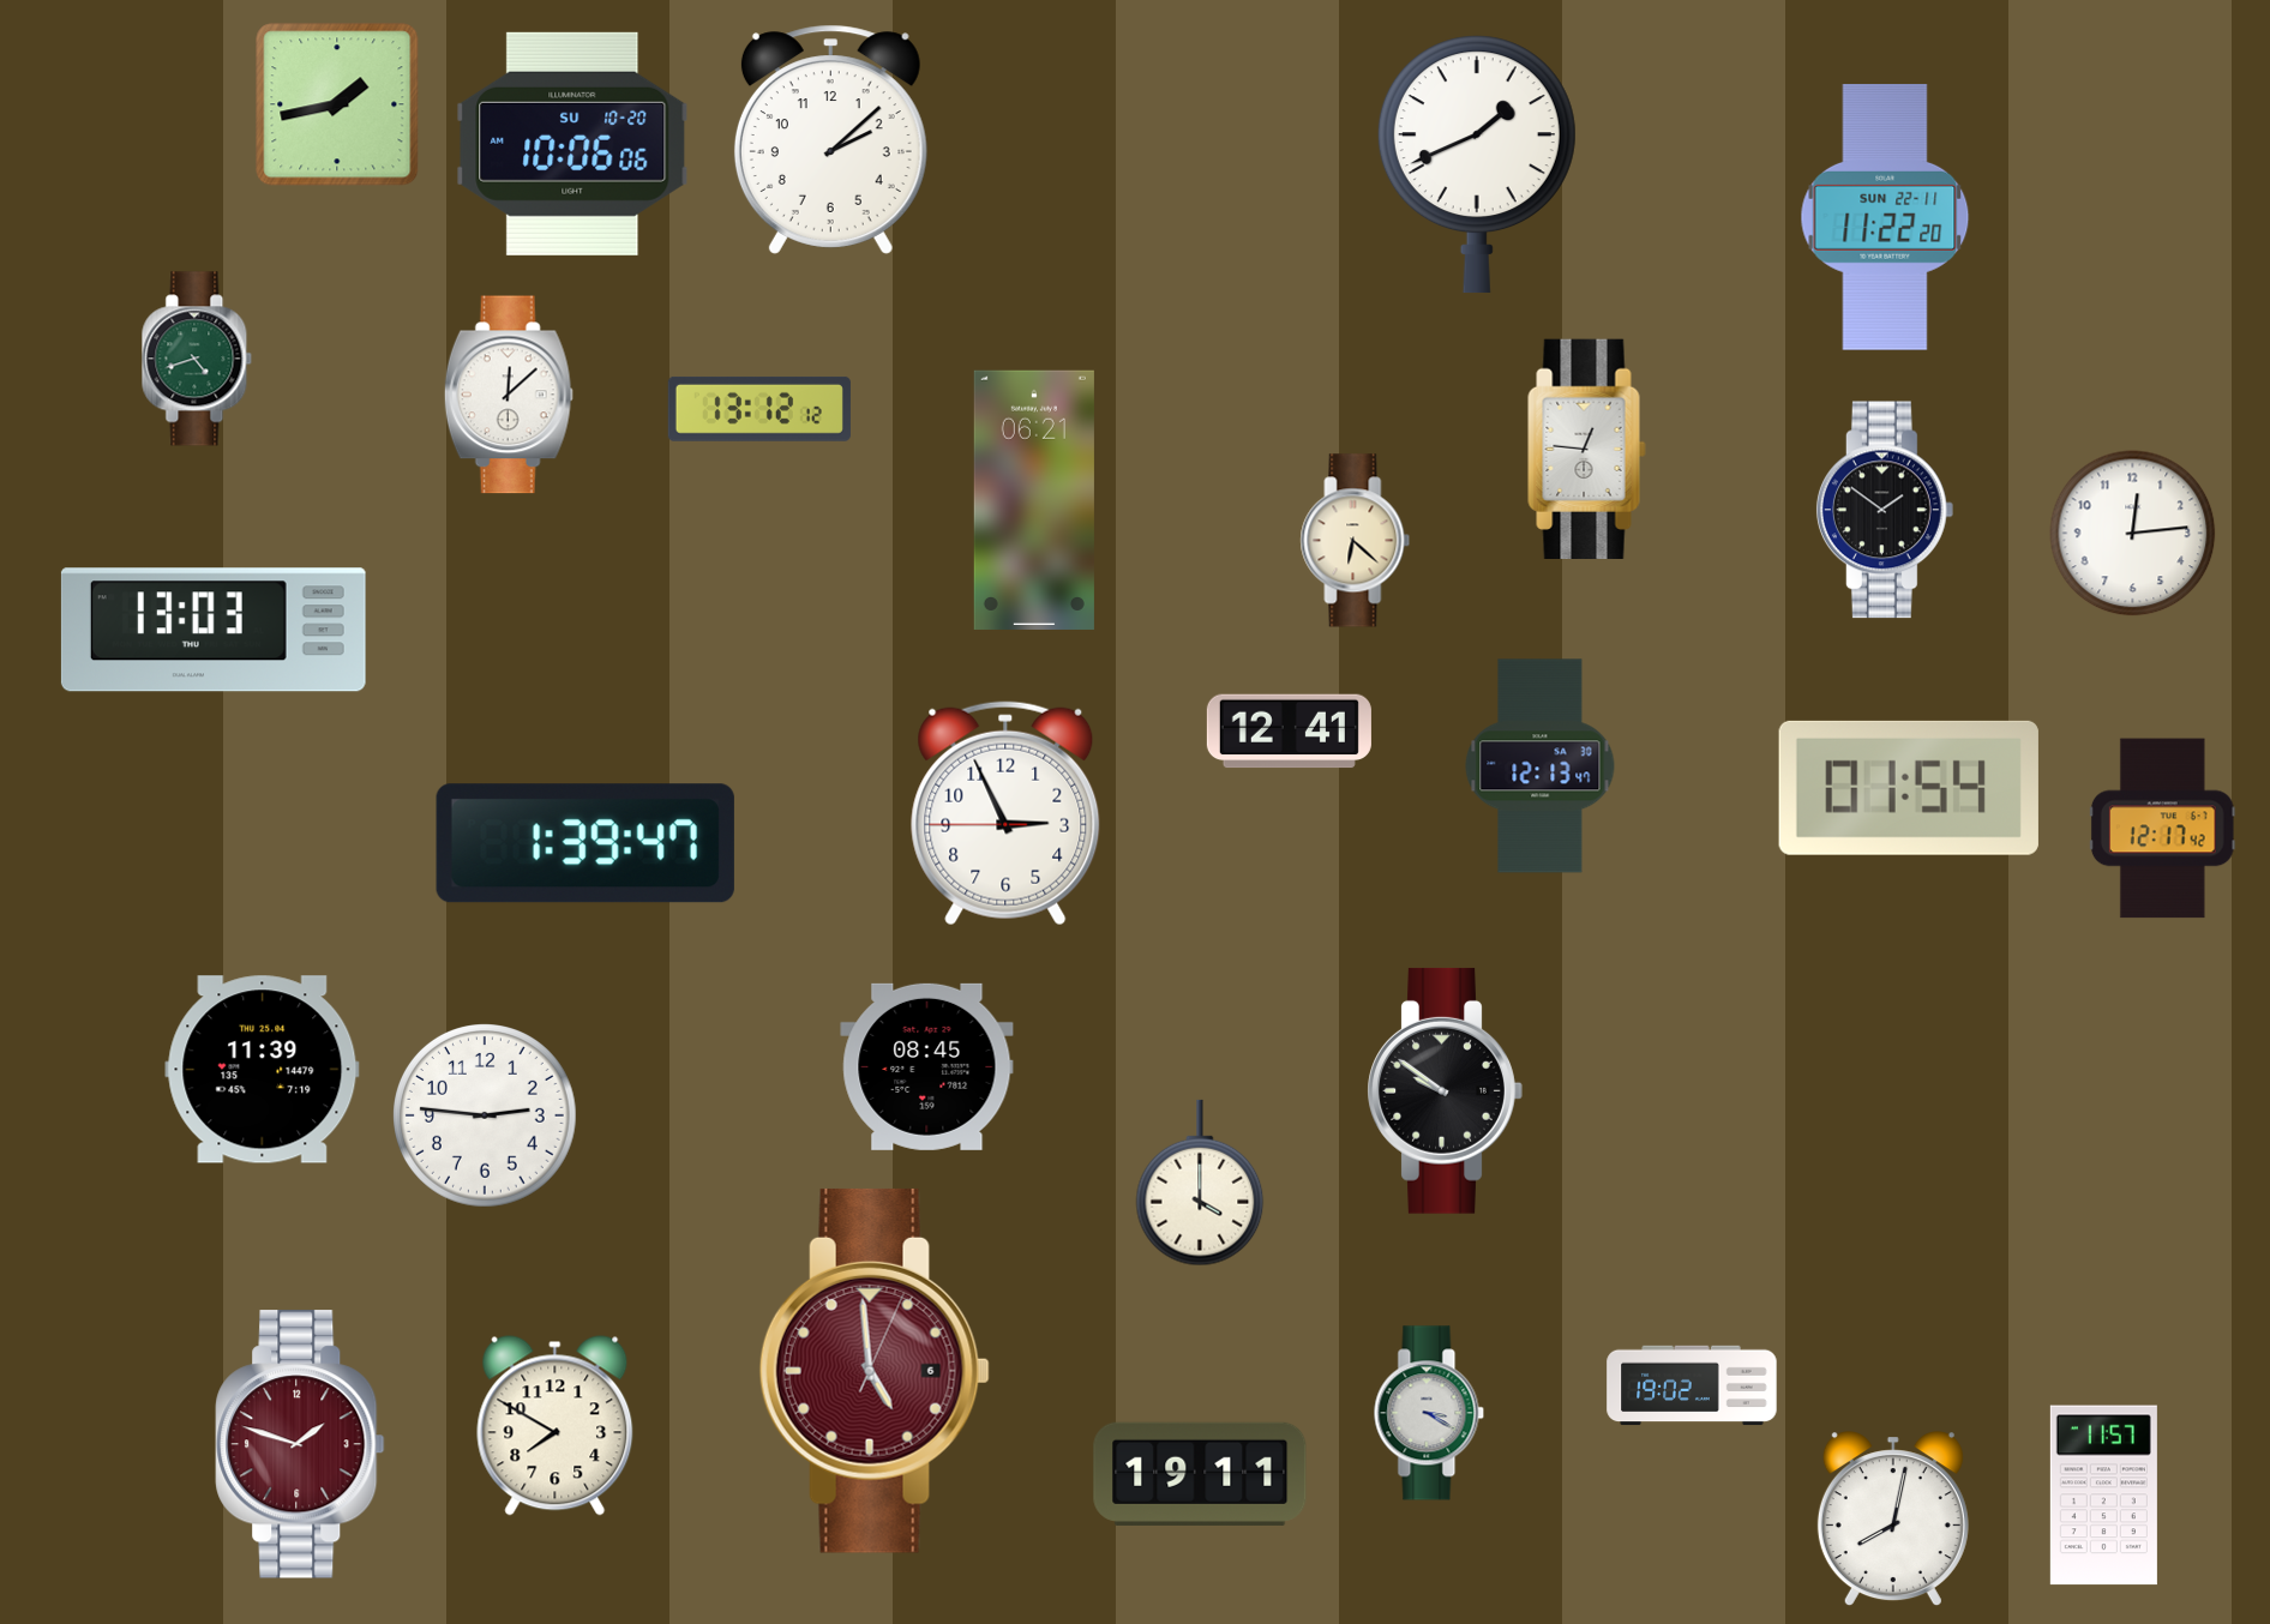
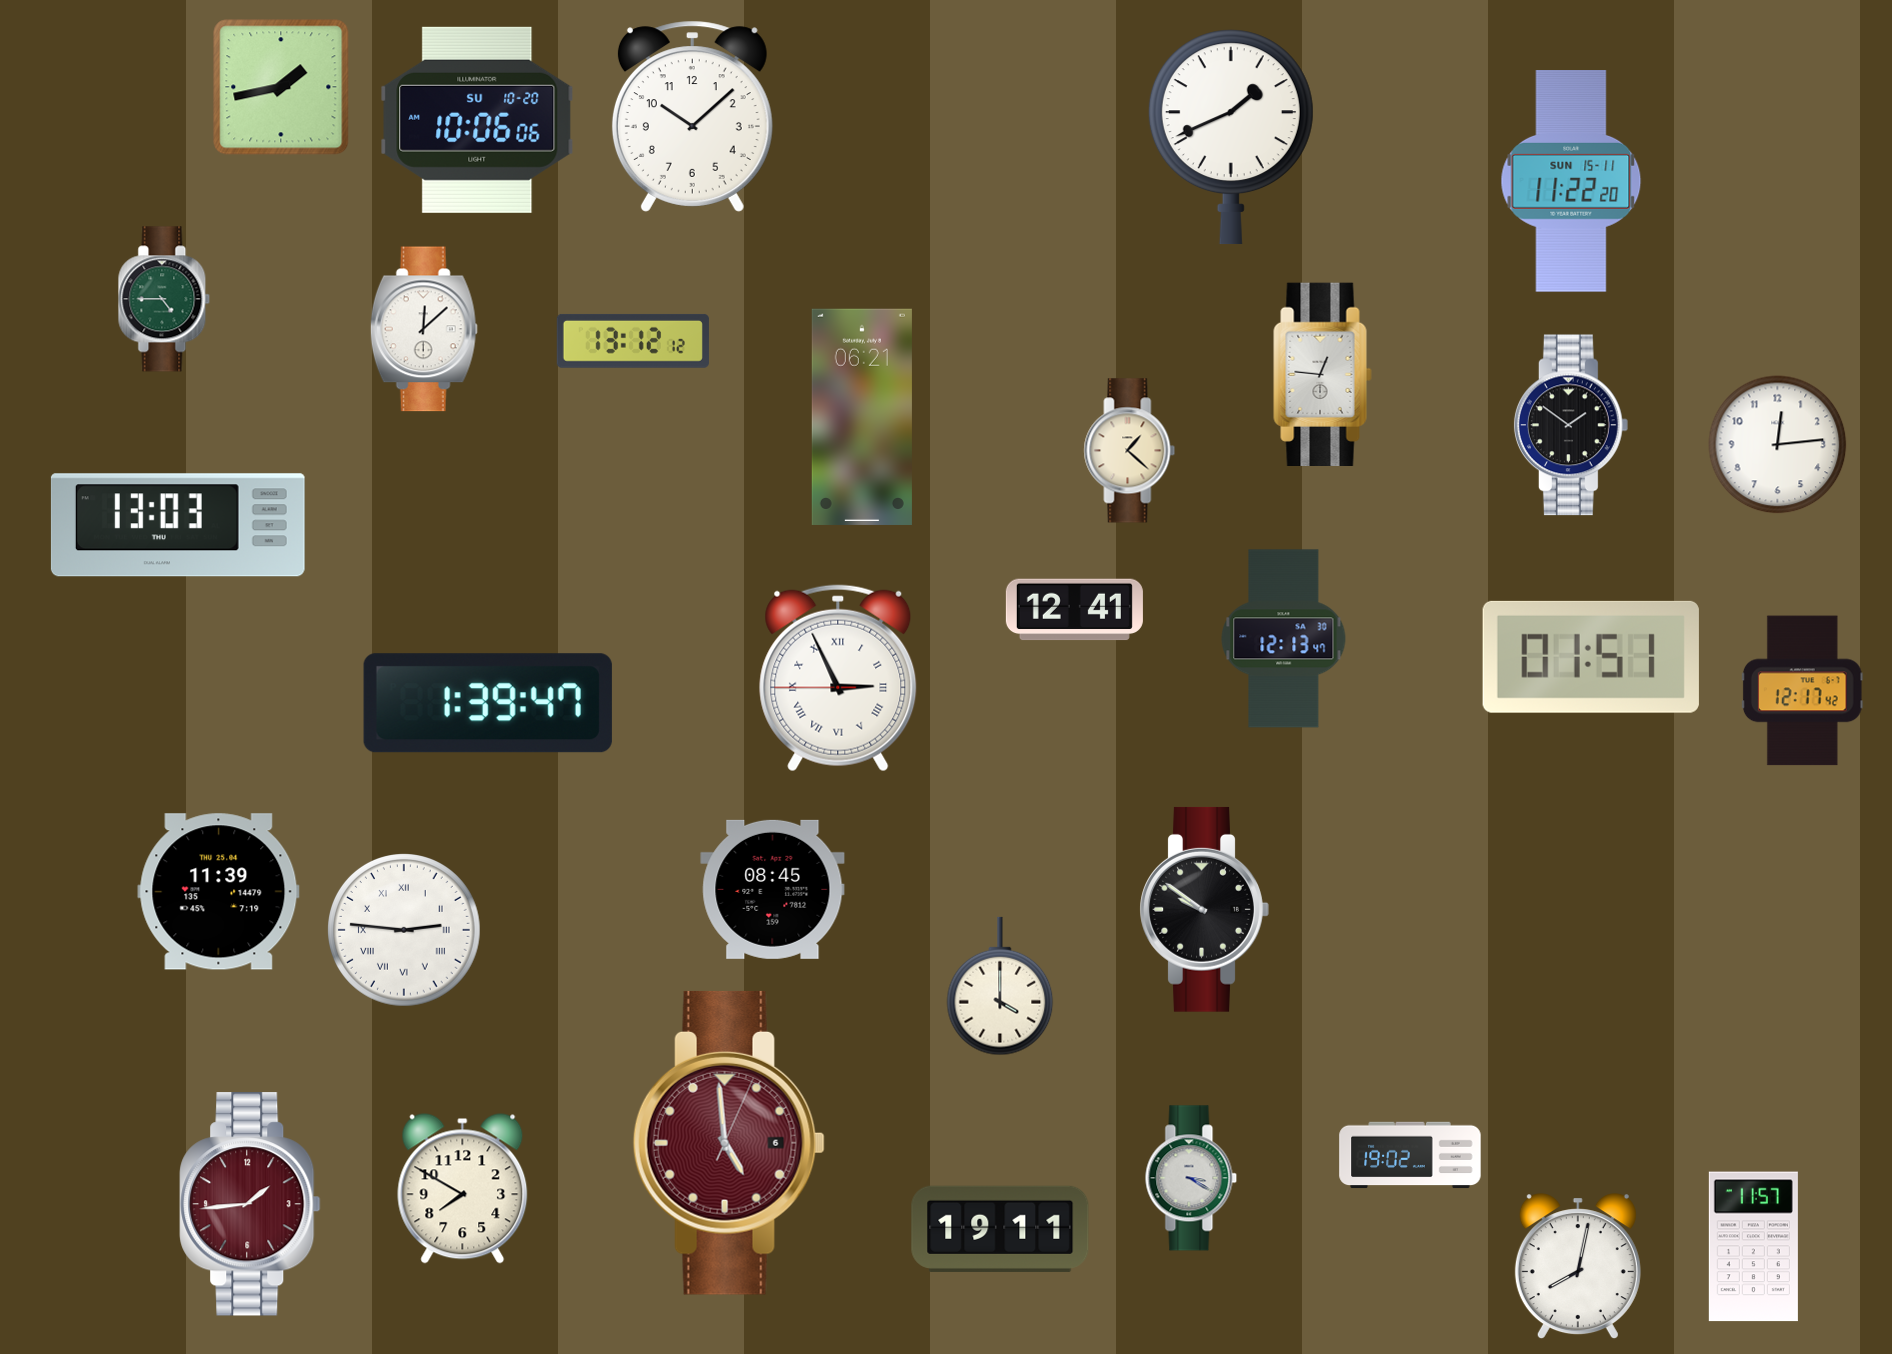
clock at (830, 139): 2:08 -> 10:08
clock at (1885, 218) date: SUN 22-11 -> SUN 15-11
clock at (197, 359): 4:42 -> 4:45
clock at (1356, 541): 6:22 -> 1:22
clock at (1909, 788): 01:54 -> 01:51
clock at (1005, 813) numerals: Arabic -> Roman
clock at (486, 1117) numerals: Arabic -> Roman
clock at (300, 1444): 1:48 -> 1:44
